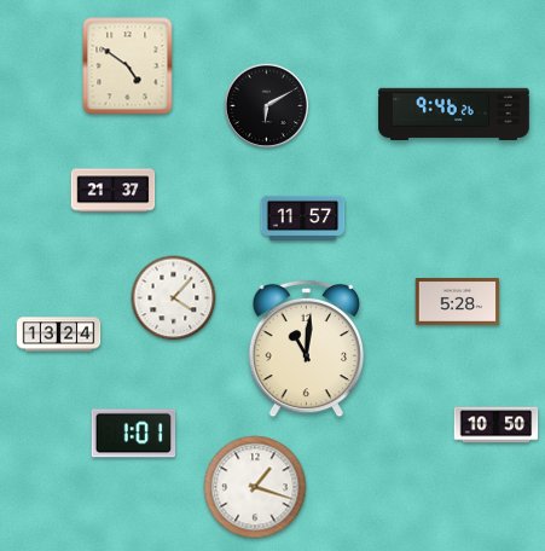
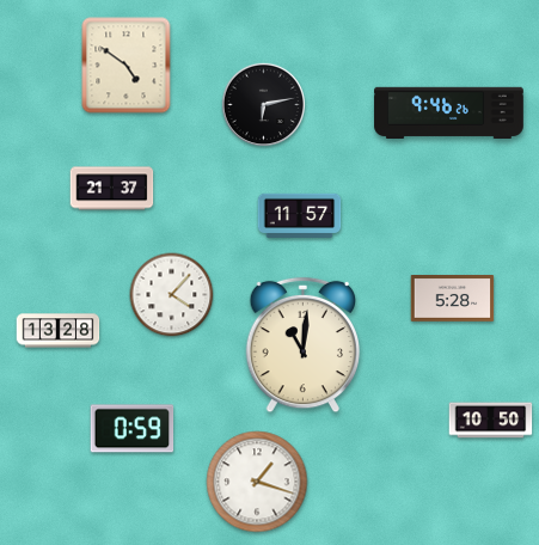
clock at (267, 106): 6:10 -> 6:13
clock at (59, 335): 13:24 -> 13:28
clock at (134, 434): 1:01 -> 0:59
clock at (255, 487) position: (255, 487) -> (257, 482)
